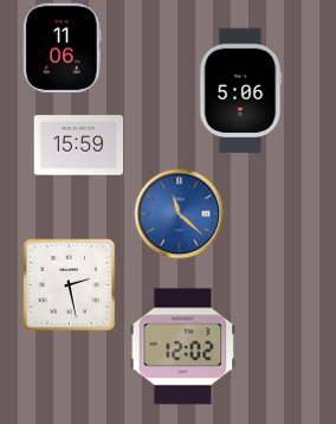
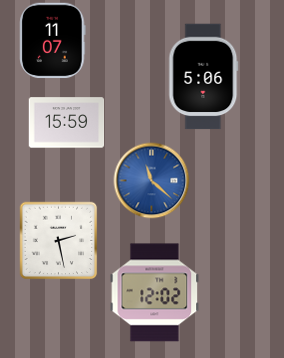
clock at (63, 49): 11:06 -> 11:07
